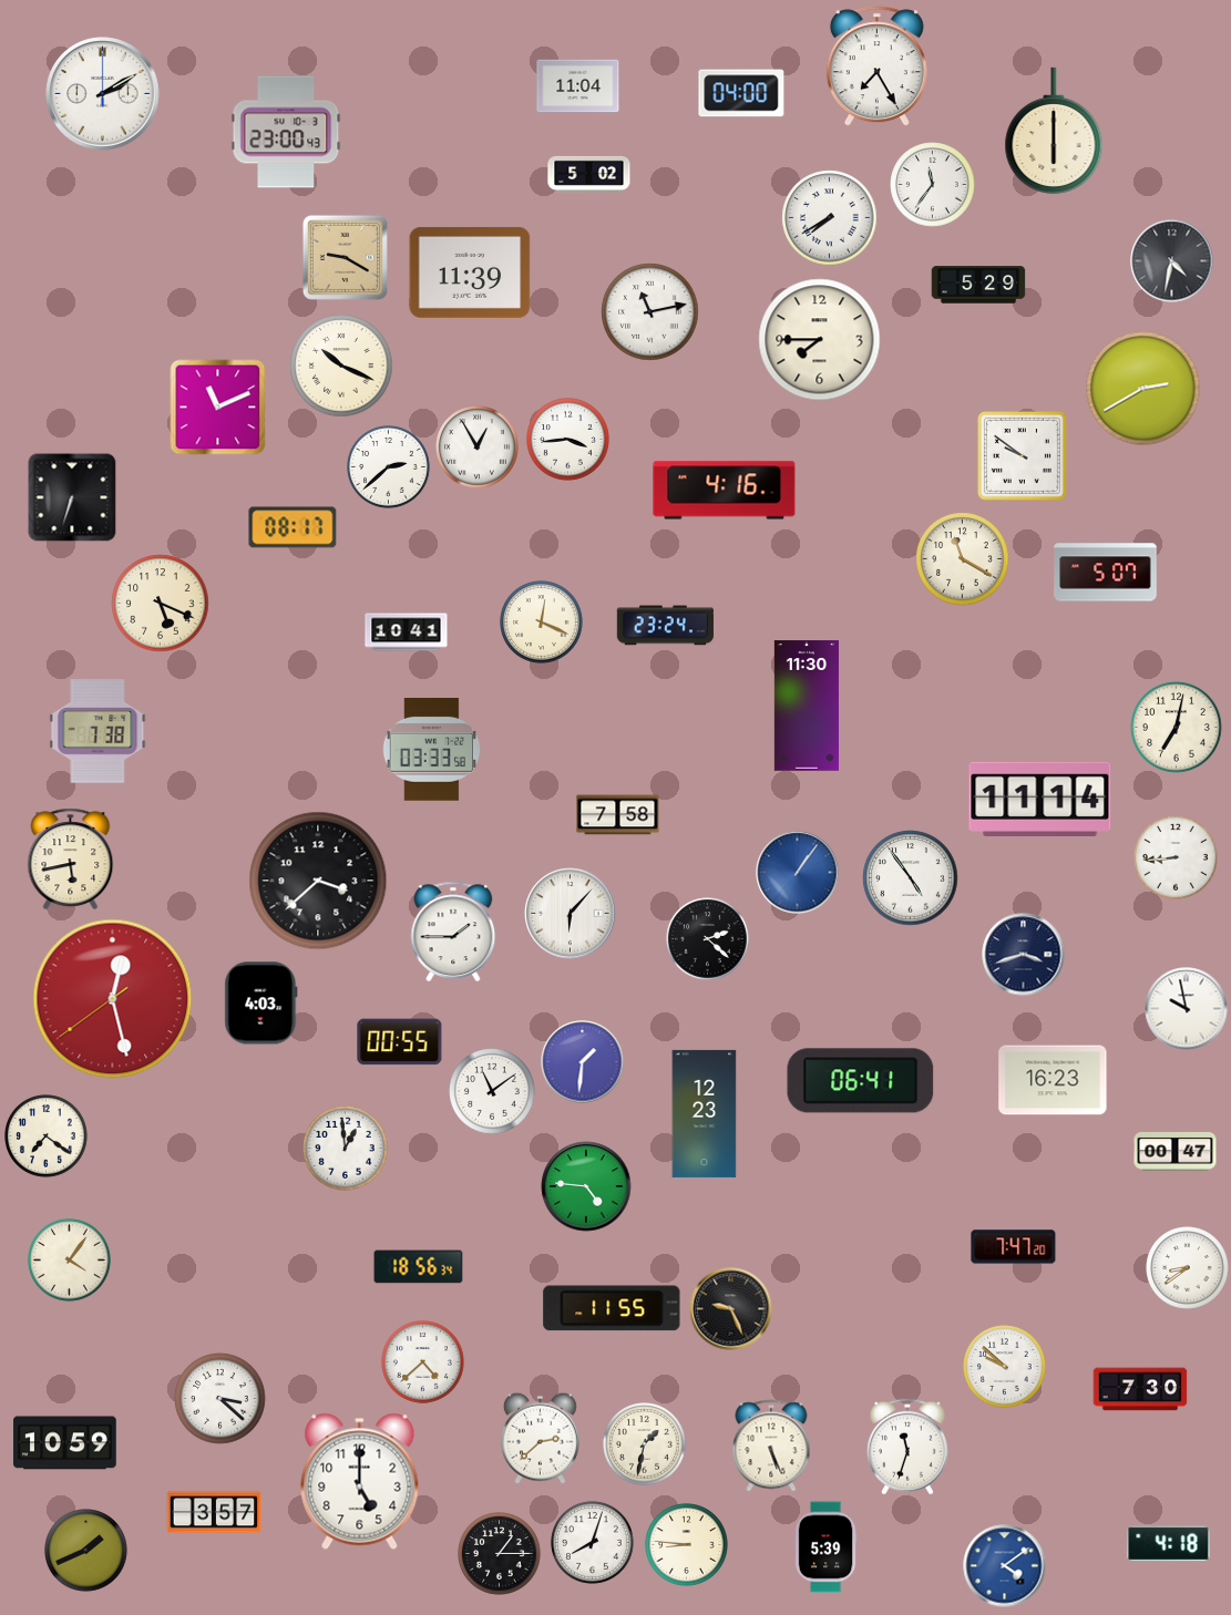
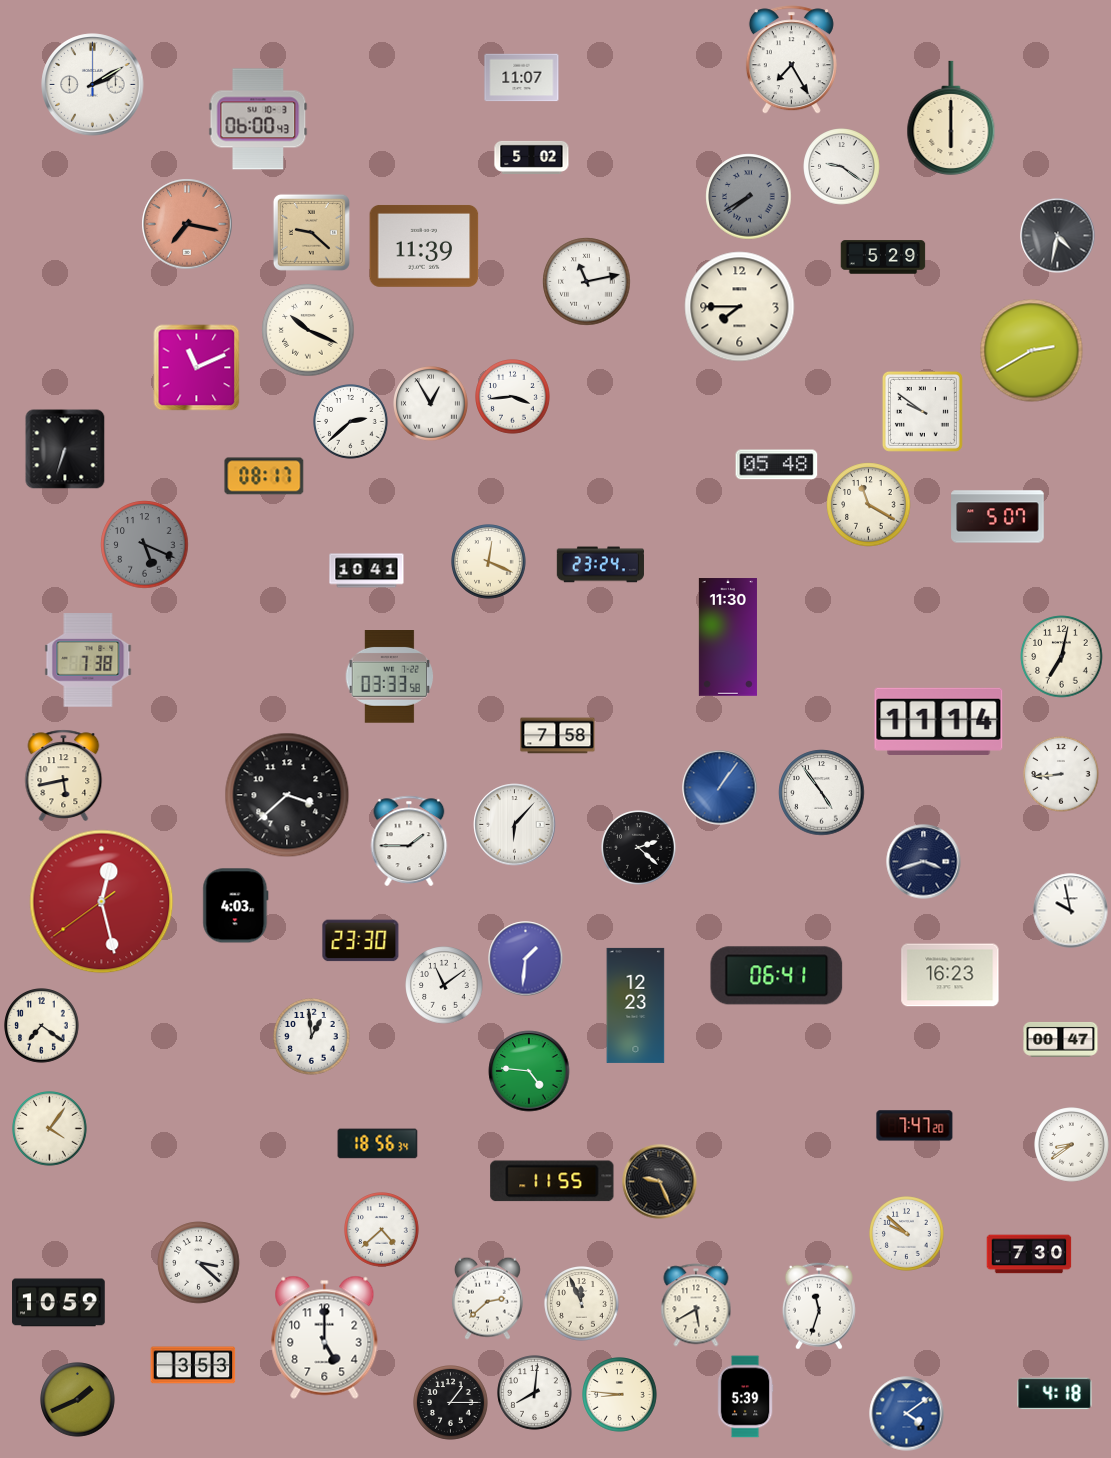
clock at (578, 86): 11:04 -> 11:07
clock at (741, 93): 04:00 -> none
clock at (286, 132): 23:00 -> 06:00
clock at (933, 185): 11:36 -> 9:21
clock at (830, 218) dial: white -> grey
clock at (187, 224): none -> 7:17
clock at (345, 257): 9:20 -> 9:22
clock at (725, 491): 4:16 -> none
clock at (777, 465): none -> 05:48
clock at (161, 604) dial: cream -> grey
clock at (400, 1042): 00:55 -> 23:30
clock at (70, 1261) position: (70, 1261) -> (50, 1129)
clock at (645, 1444): 1:32 -> 11:56
clock at (771, 1446): 5:26 -> 5:40
clock at (214, 1512): 3:57 -> 3:53
clock at (593, 1543): 8:03 -> 8:01
